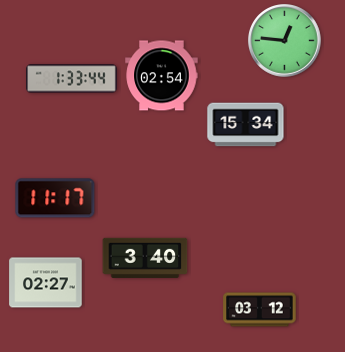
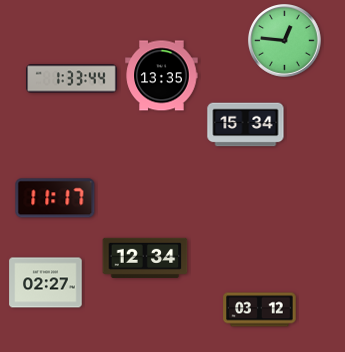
clock at (162, 76): 02:54 -> 13:35
clock at (145, 258): 3:40 -> 12:34
